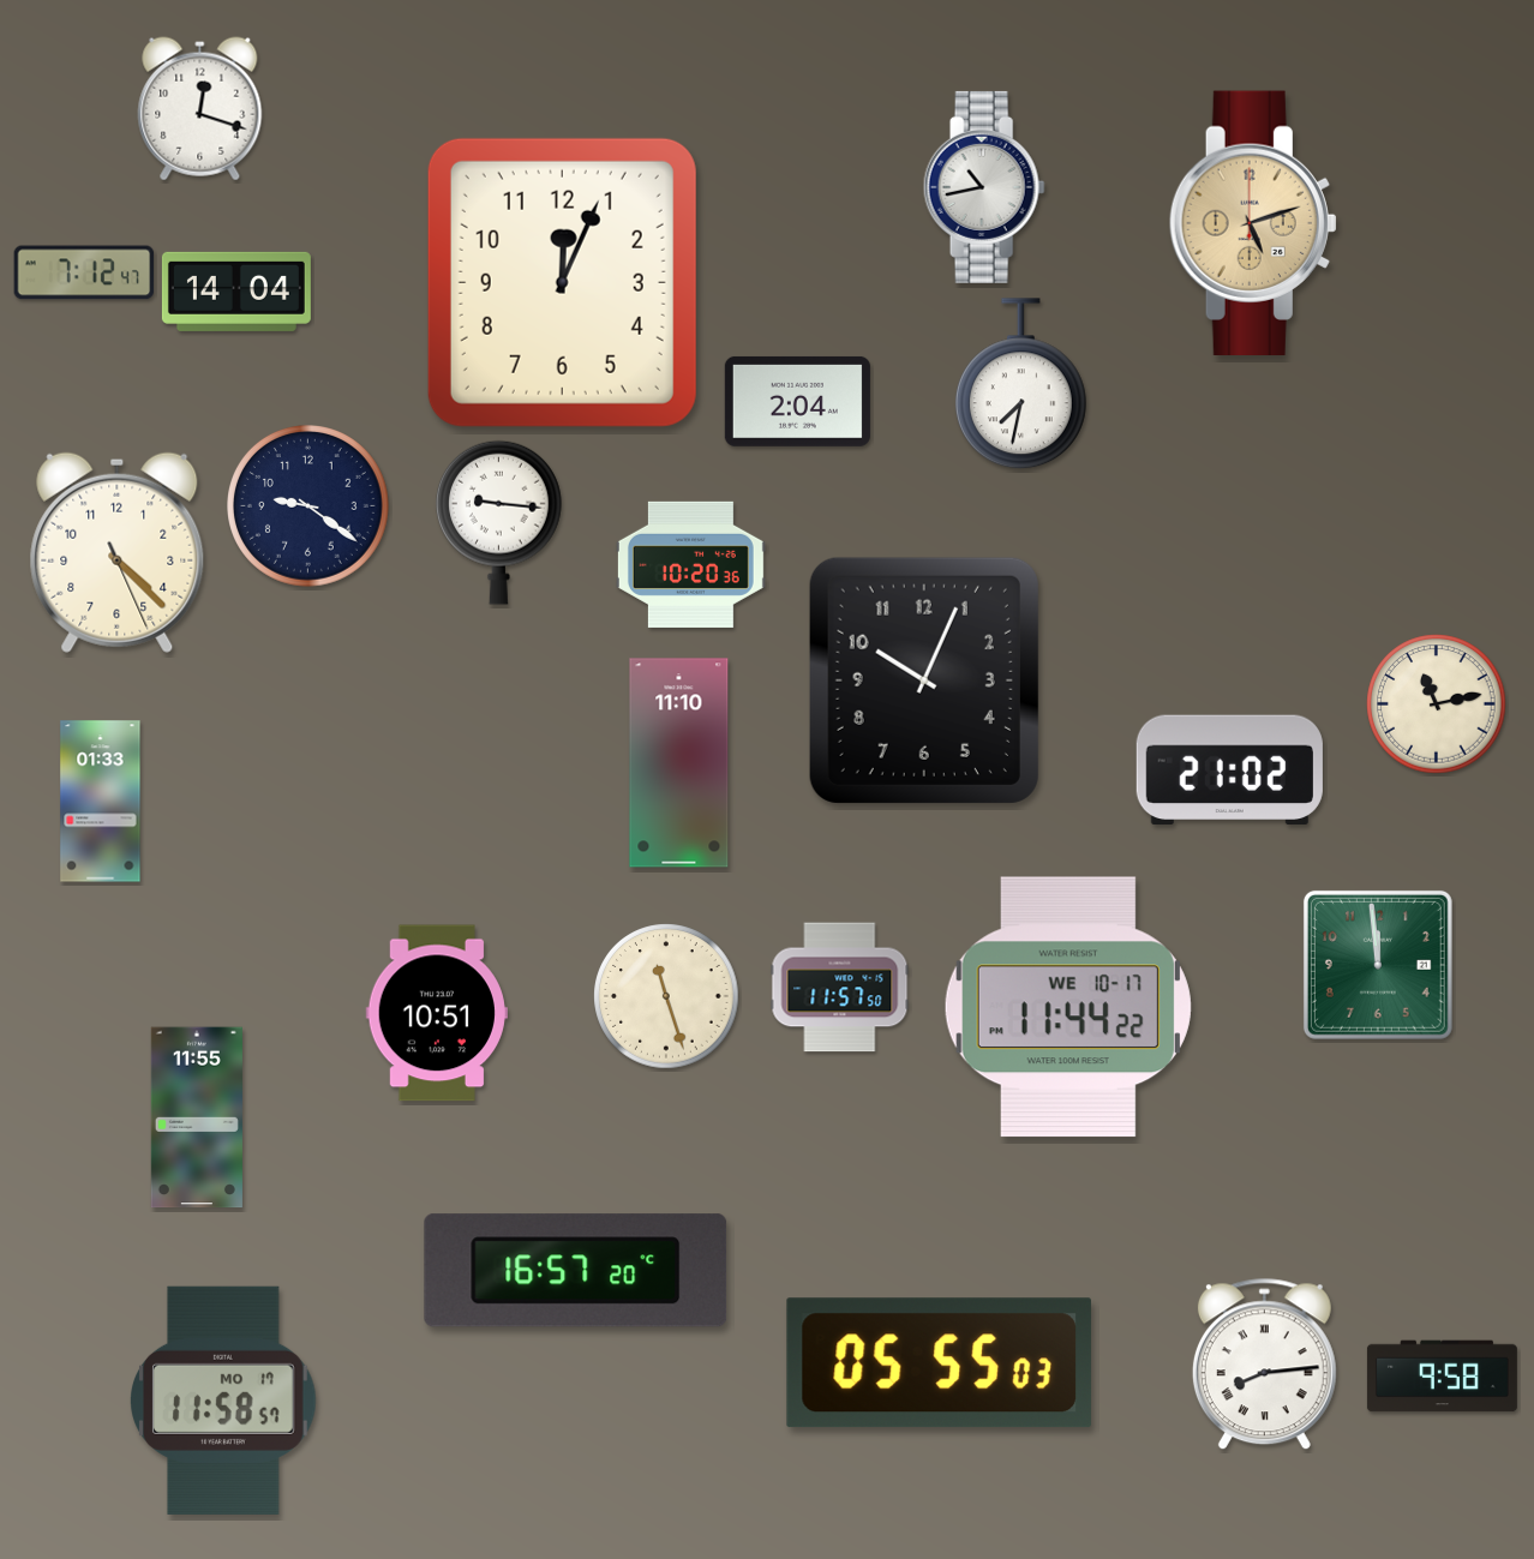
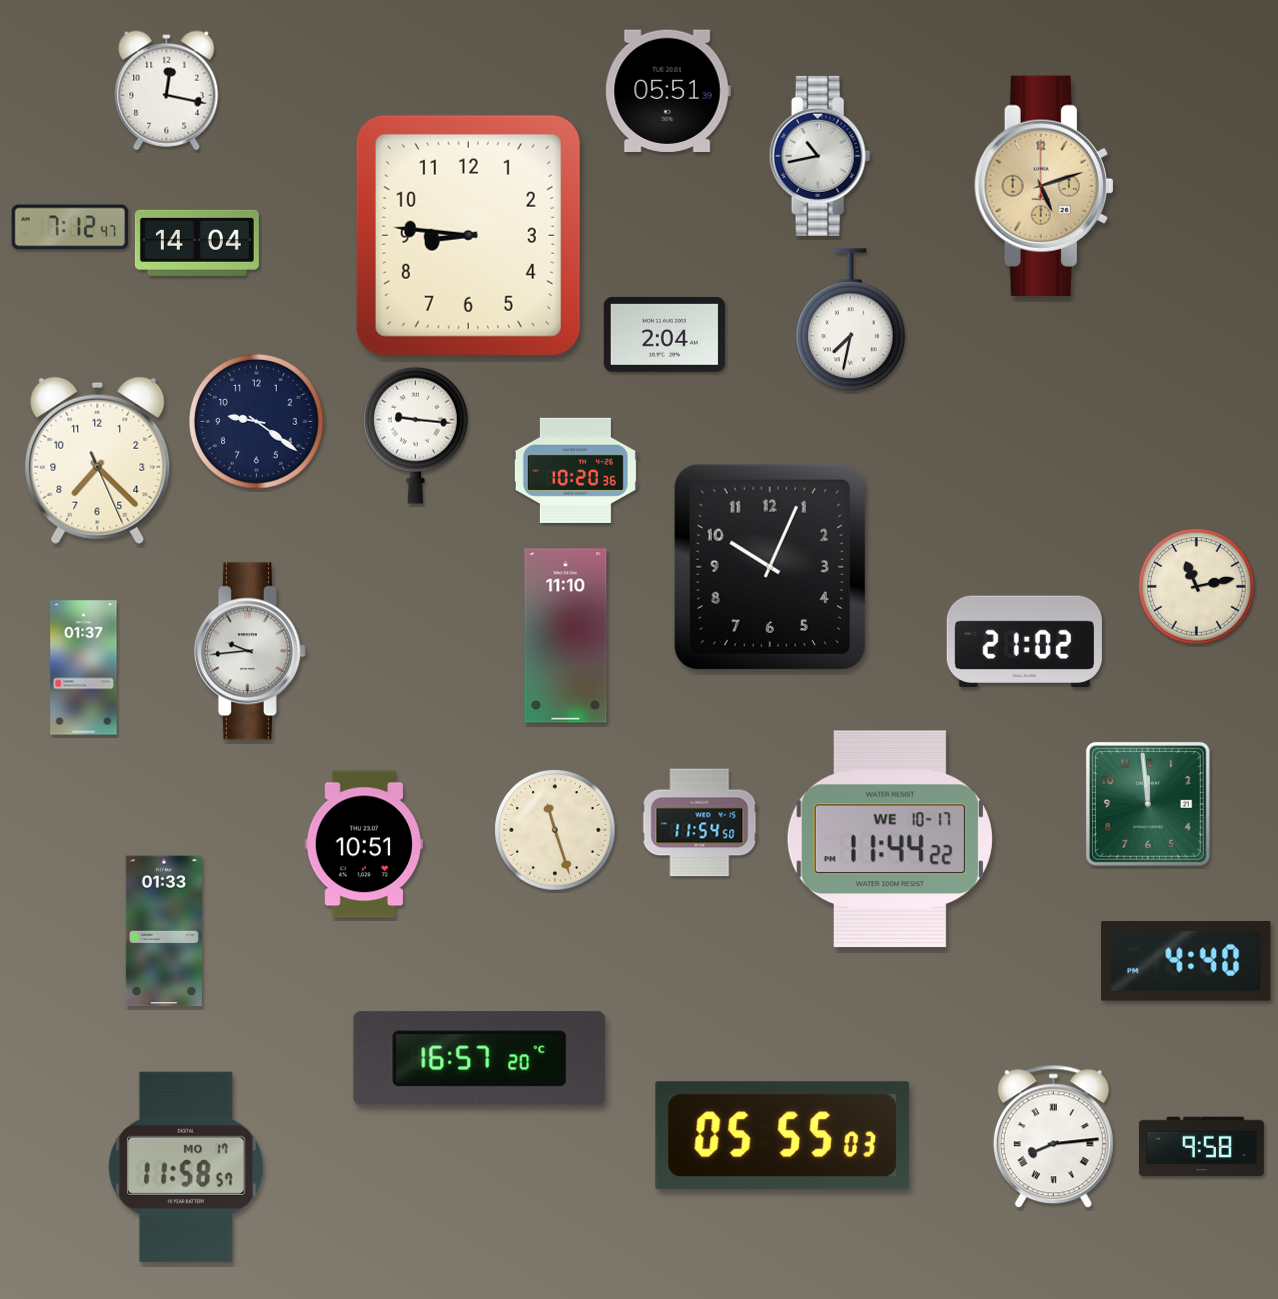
clock at (200, 109): 12:18 -> 12:17
clock at (668, 91): none -> 05:51
clock at (562, 282): 12:04 -> 8:46
clock at (118, 552): 4:22 -> 7:22
clock at (250, 651): none -> 9:44
clock at (101, 802): 01:33 -> 01:37
clock at (840, 988): 11:57 -> 11:54
clock at (197, 1117): 11:55 -> 01:33
clock at (1186, 962): none -> 4:40
